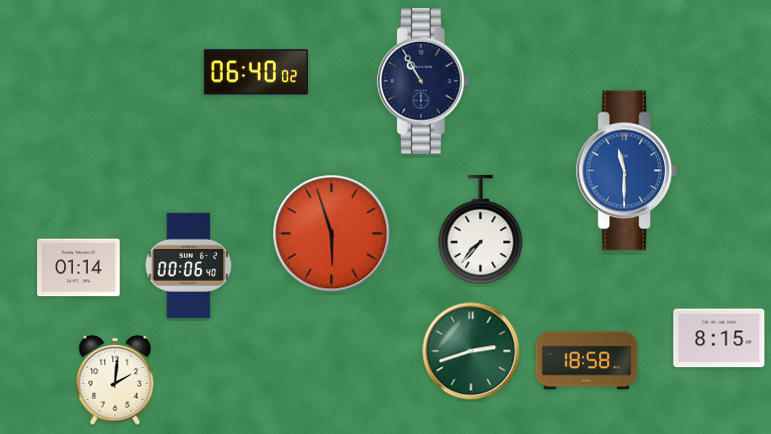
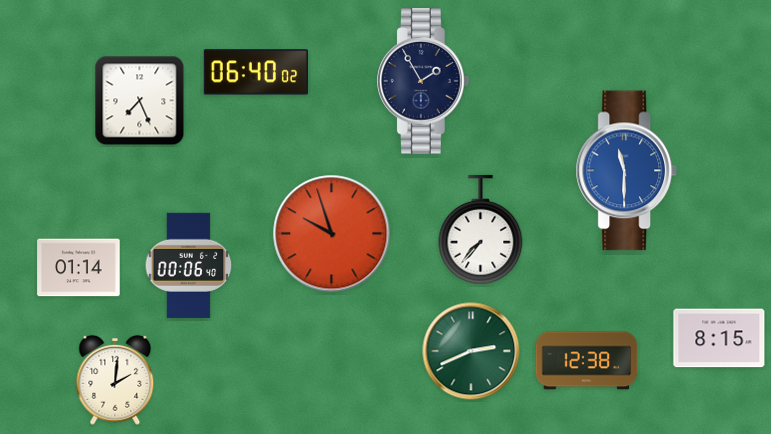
clock at (424, 81): 10:55 -> 1:55
clock at (140, 101): none -> 7:26
clock at (332, 234): 5:57 -> 9:57
clock at (471, 351): 2:42 -> 2:41
clock at (587, 361): 18:58 -> 12:38
